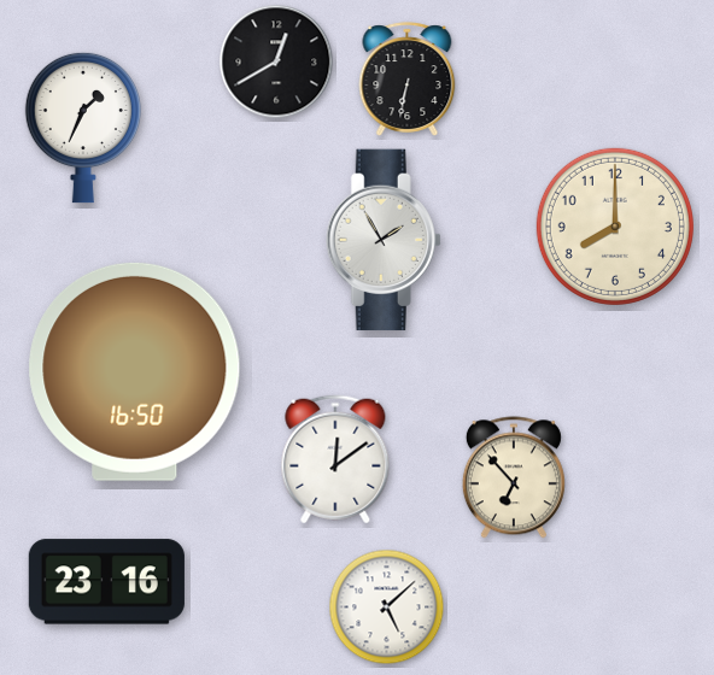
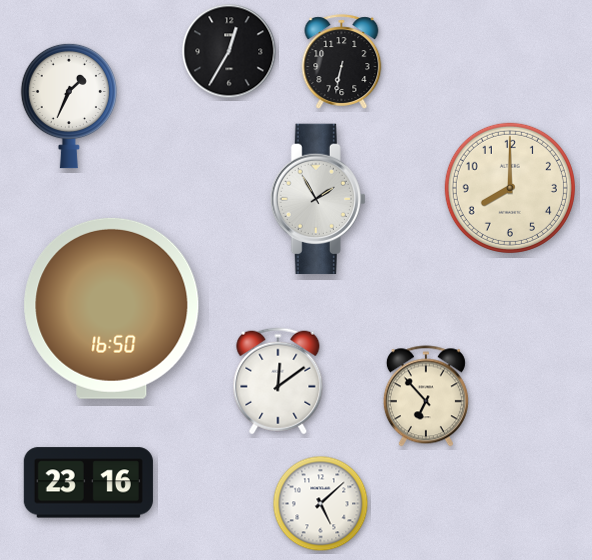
clock at (276, 61): 12:40 -> 12:35
clock at (408, 80) position: (408, 80) -> (342, 62)
